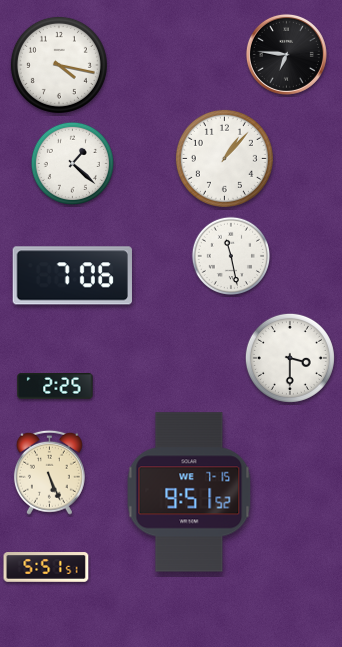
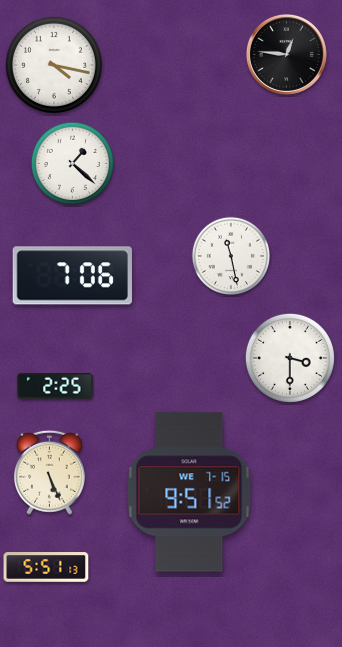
clock at (286, 54): 6:46 -> 12:46
clock at (59, 65) position: (59, 65) -> (54, 65)
clock at (224, 158): 1:07 -> none
clock at (46, 567): 5:51:51 -> 5:51:13
